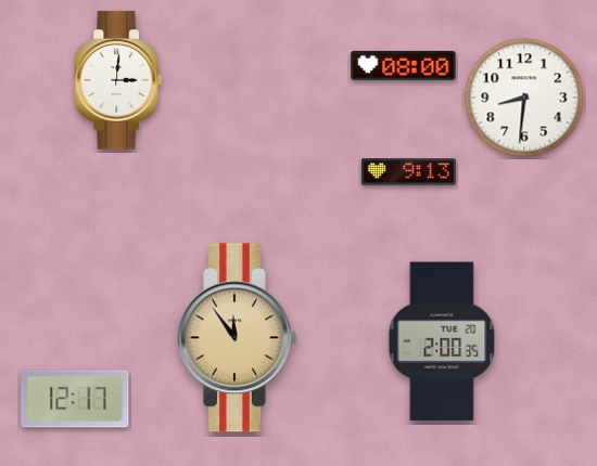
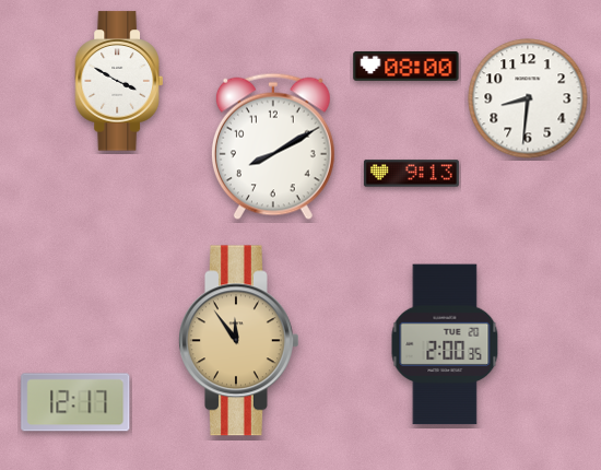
clock at (117, 80): 3:01 -> 3:50
clock at (273, 146): none -> 8:10
